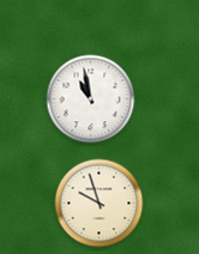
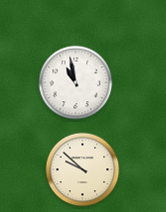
clock at (99, 204): 9:57 -> 9:52
